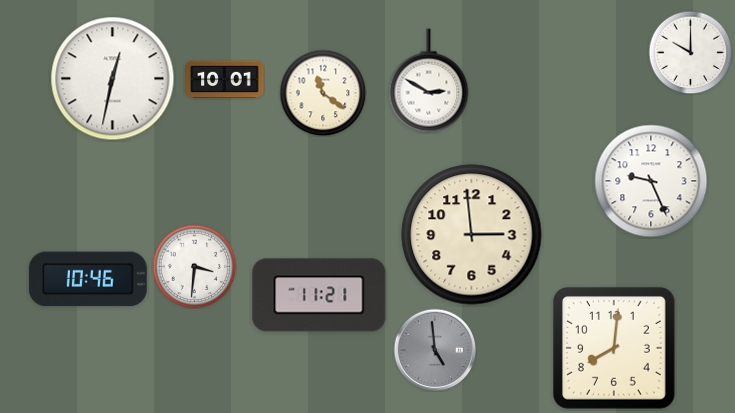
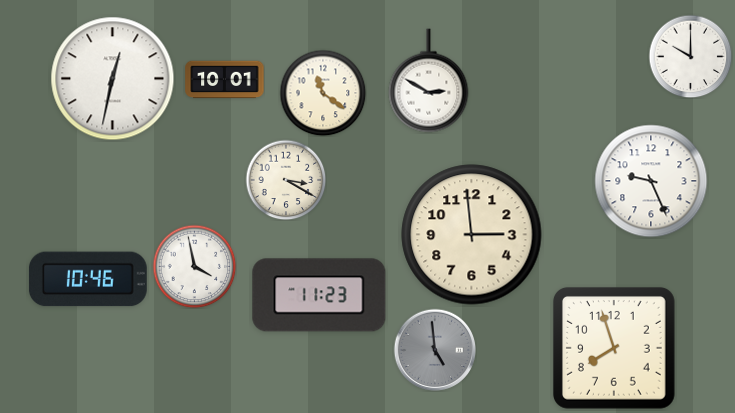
clock at (690, 52) position: (690, 52) -> (690, 56)
clock at (286, 180): none -> 3:20
clock at (194, 266): 3:31 -> 3:58
clock at (319, 295): 11:21 -> 11:23
clock at (614, 348): 8:01 -> 7:57
